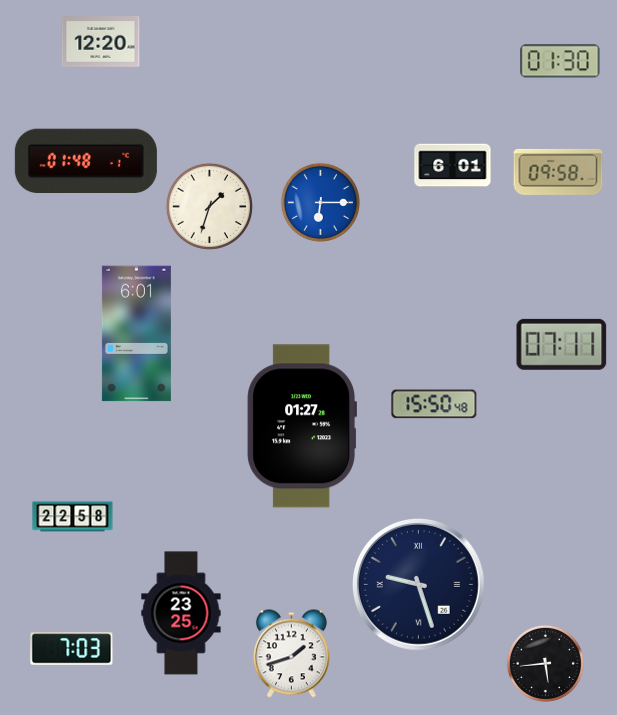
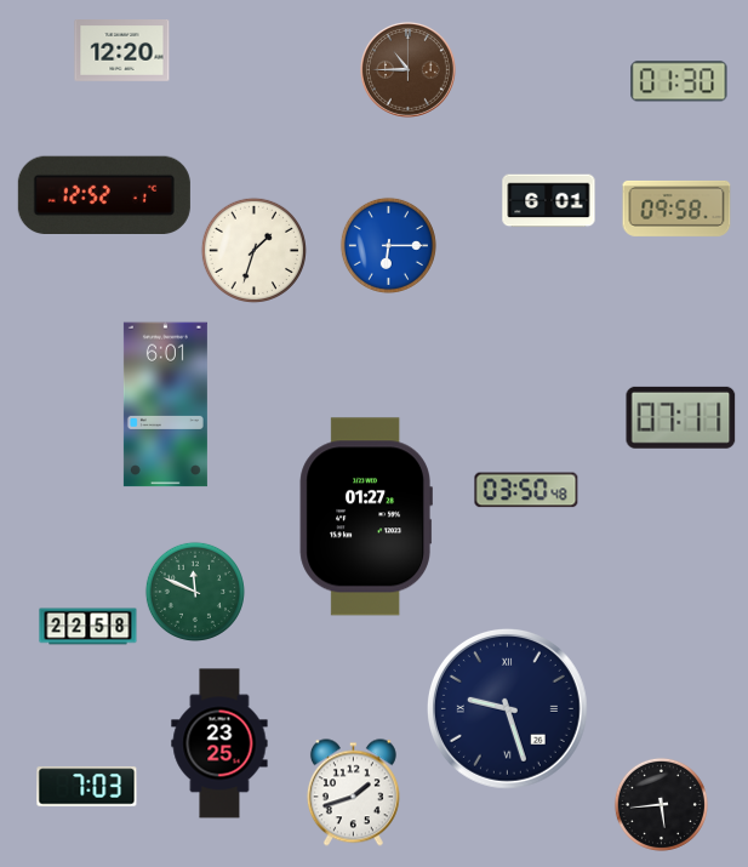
clock at (409, 70): none -> 10:45
clock at (560, 61) position: (560, 61) -> (679, 81)
clock at (86, 160): 01:48 -> 12:52
clock at (434, 404): 15:50 -> 03:50
clock at (195, 592): none -> 11:49
